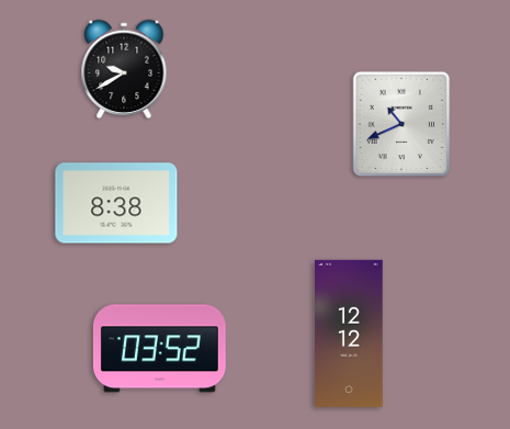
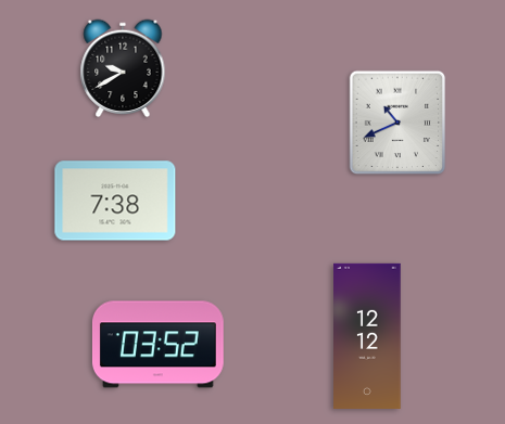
clock at (116, 203): 8:38 -> 7:38
clock at (349, 334) position: (349, 334) -> (367, 336)
